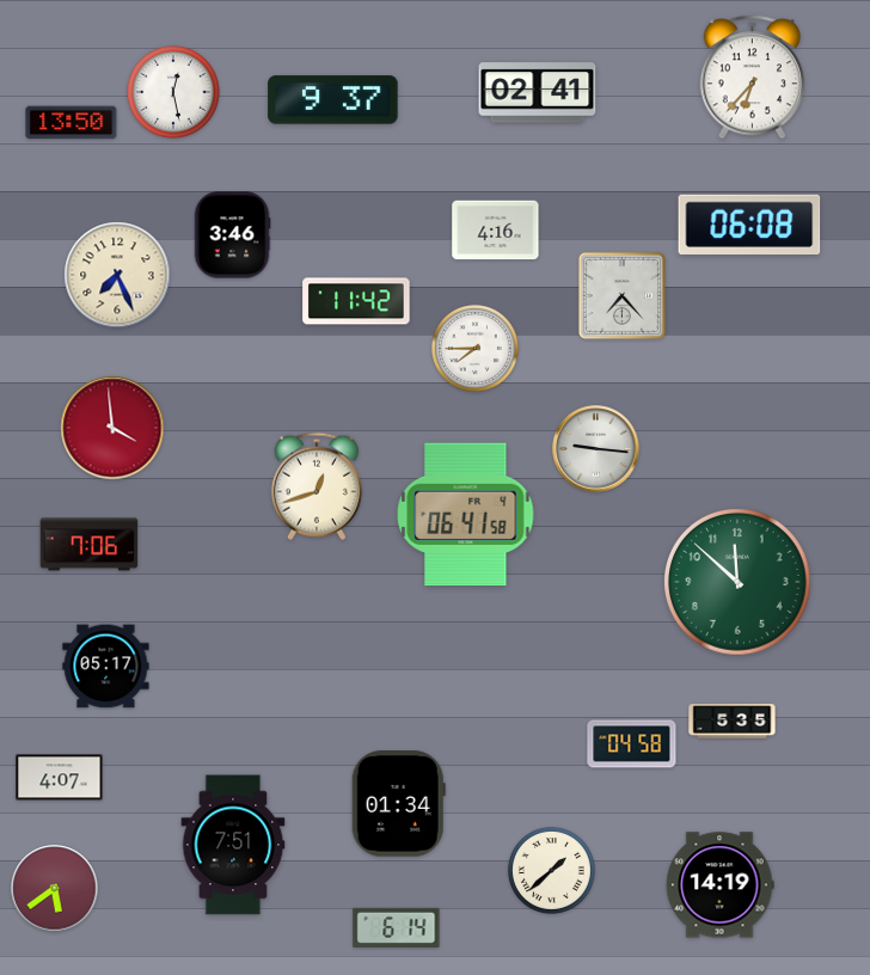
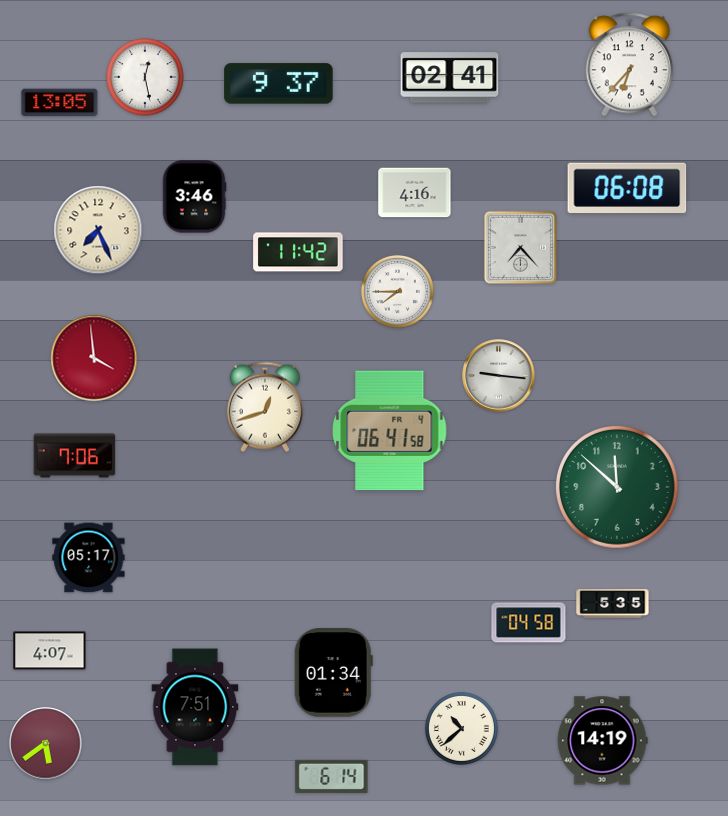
clock at (72, 123): 13:50 -> 13:05
clock at (552, 871): 1:38 -> 10:38
